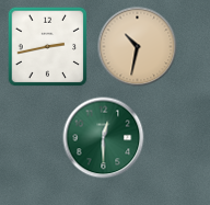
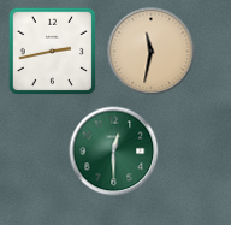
clock at (138, 47): 10:32 -> 11:32
